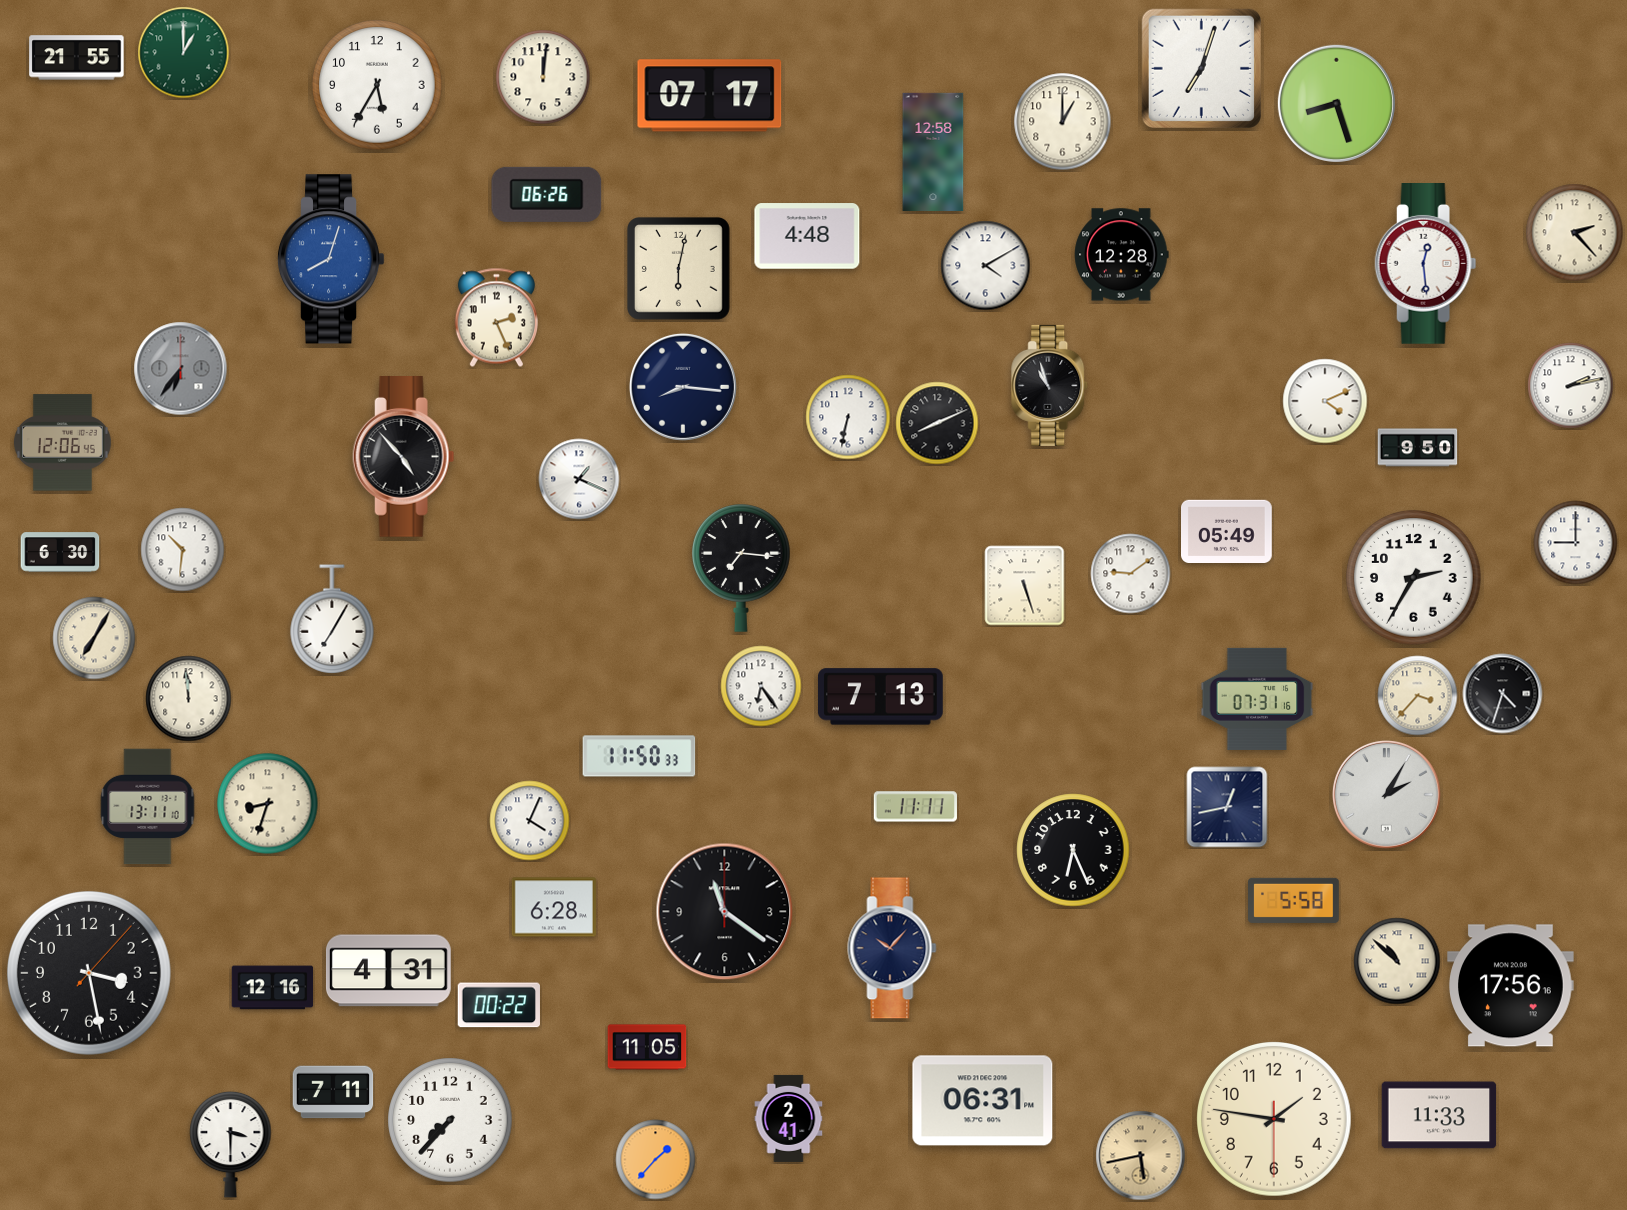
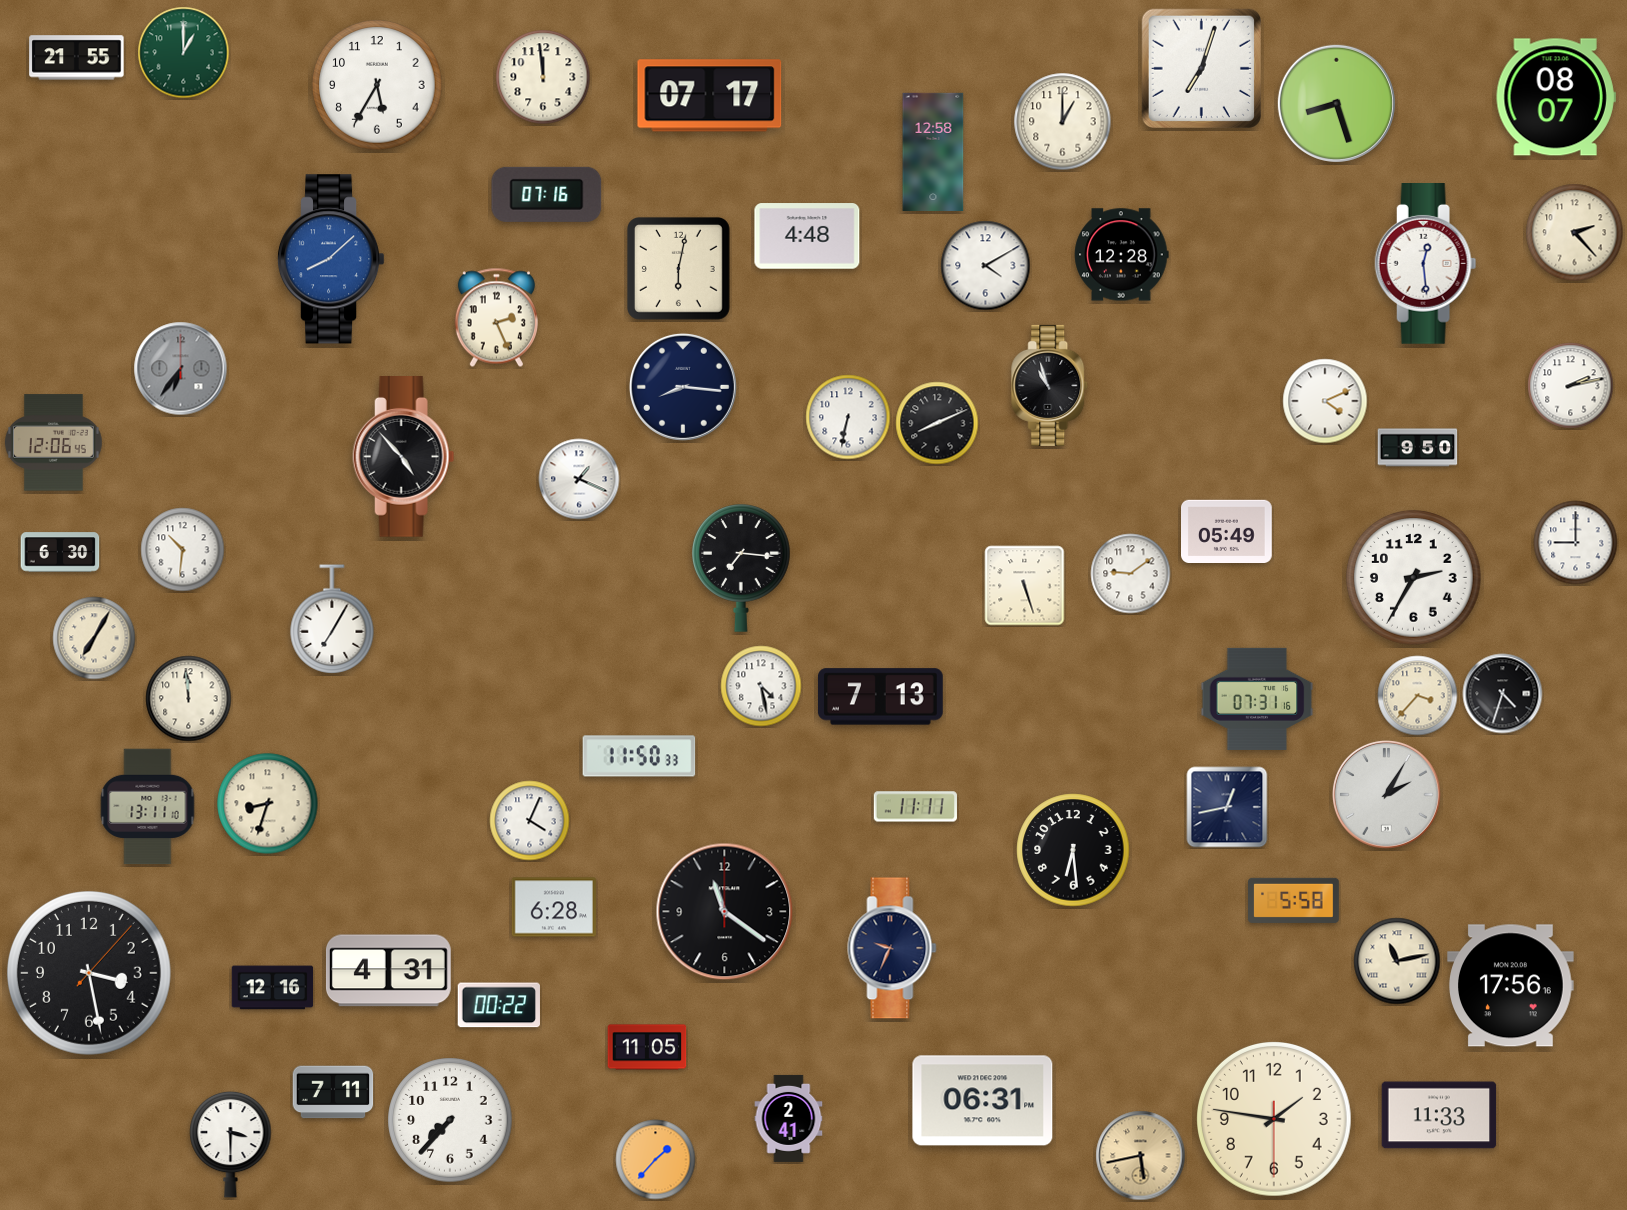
clock at (543, 77): 12:01 -> 11:59
clock at (1556, 97): none -> 08:07
clock at (547, 194): 06:26 -> 07:16
clock at (331, 259): 8:03 -> 8:08
clock at (62, 443) position: (62, 443) -> (53, 443)
clock at (761, 686): 6:24 -> 4:28
clock at (1073, 850): 6:26 -> 6:29
clock at (892, 948): 10:07 -> 9:34
clock at (1397, 961): 10:52 -> 11:13
